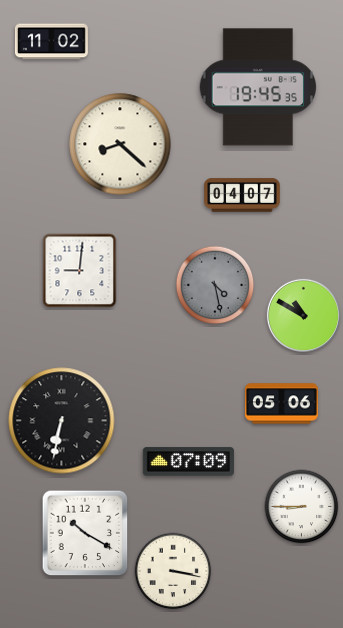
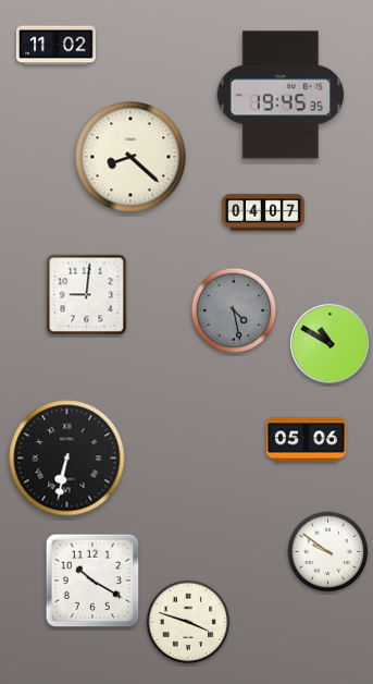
clock at (188, 462): 07:09 -> none
clock at (302, 507): 8:45 -> 9:51
clock at (173, 571): 3:17 -> 3:48
